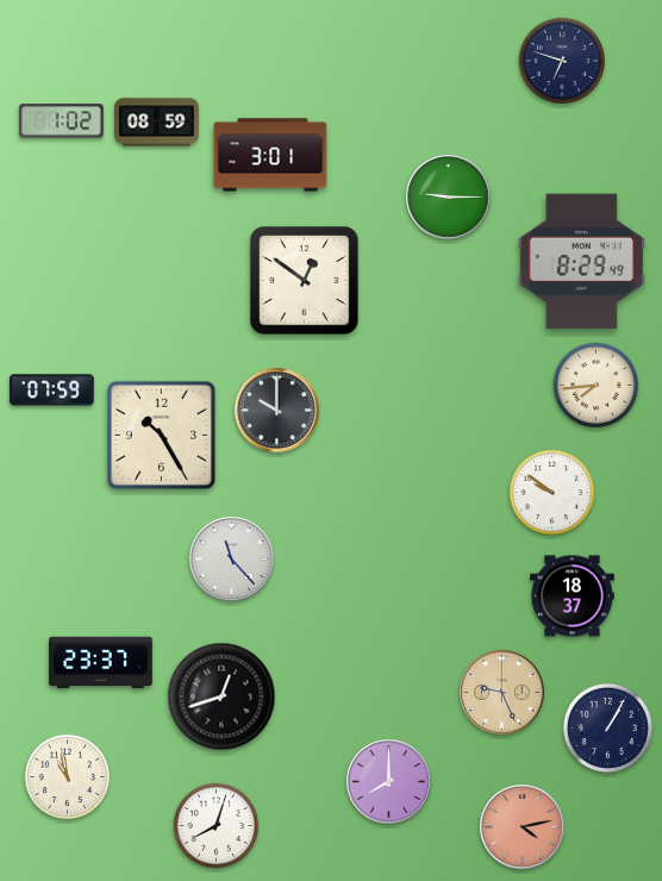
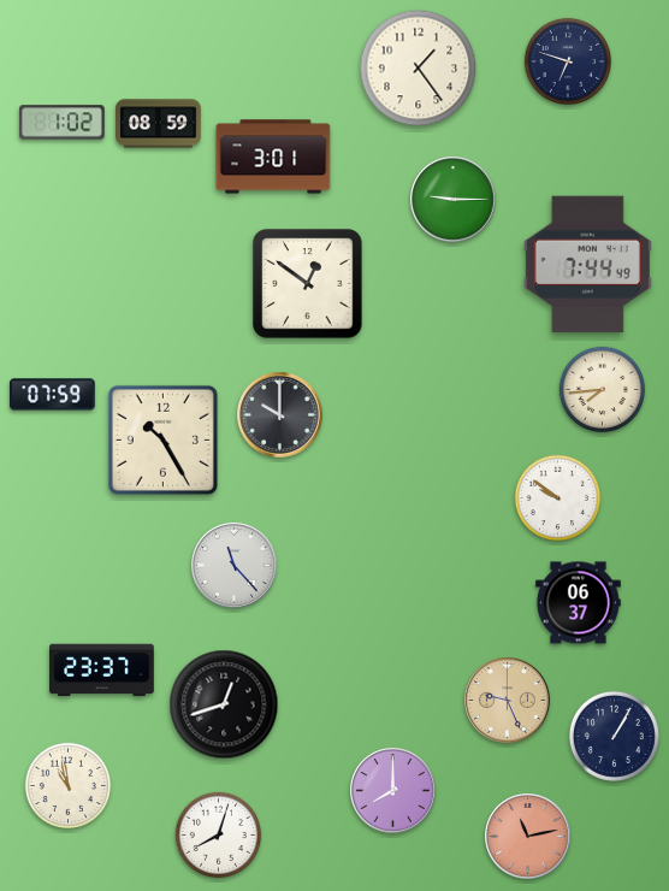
clock at (419, 69): none -> 1:24
clock at (581, 262): 8:29 -> 7:44
clock at (573, 596): 18:37 -> 06:37
clock at (523, 827): 4:13 -> 11:13
